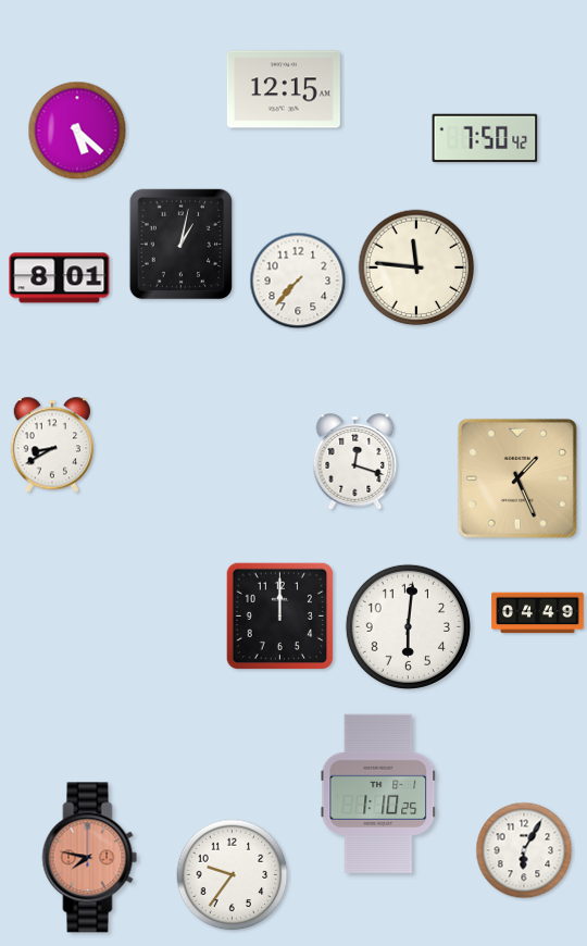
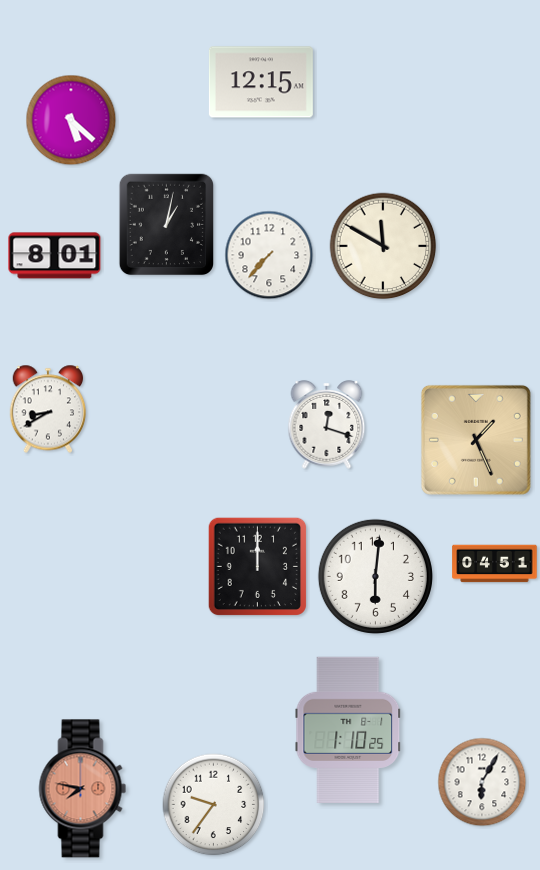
clock at (485, 138): 7:50 -> none
clock at (416, 267): 11:46 -> 11:50
clock at (298, 281) position: (298, 281) -> (269, 255)
clock at (538, 613): 04:49 -> 04:51
